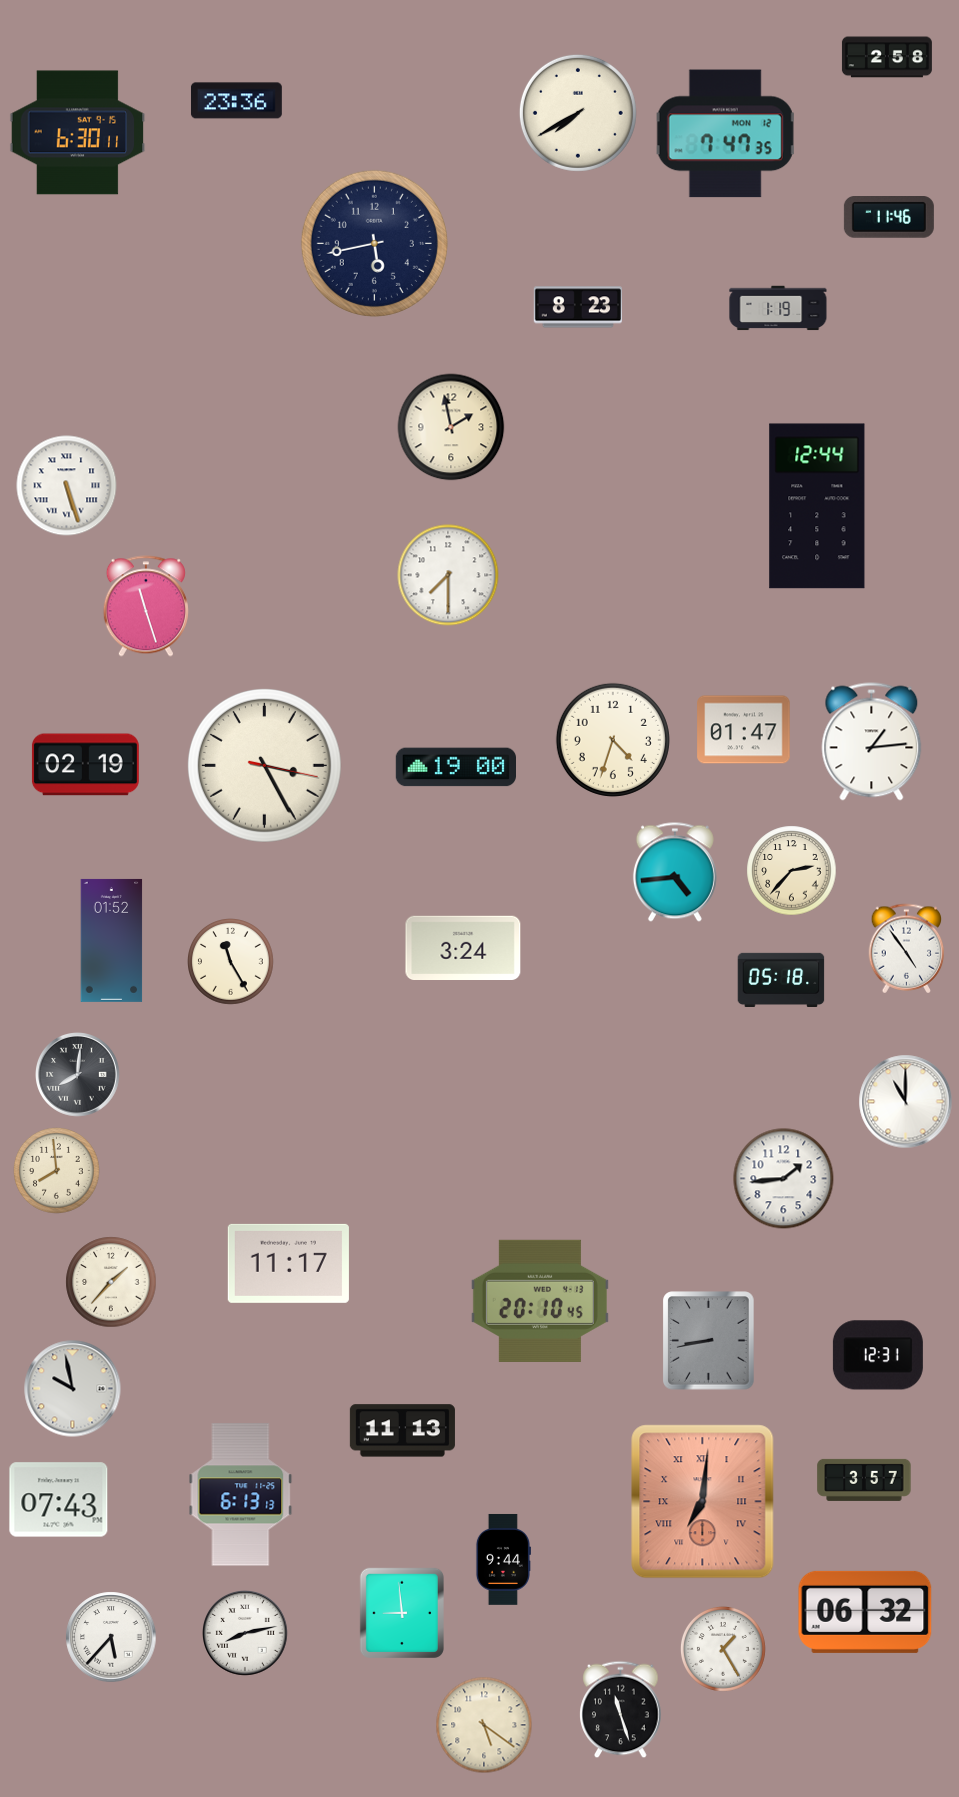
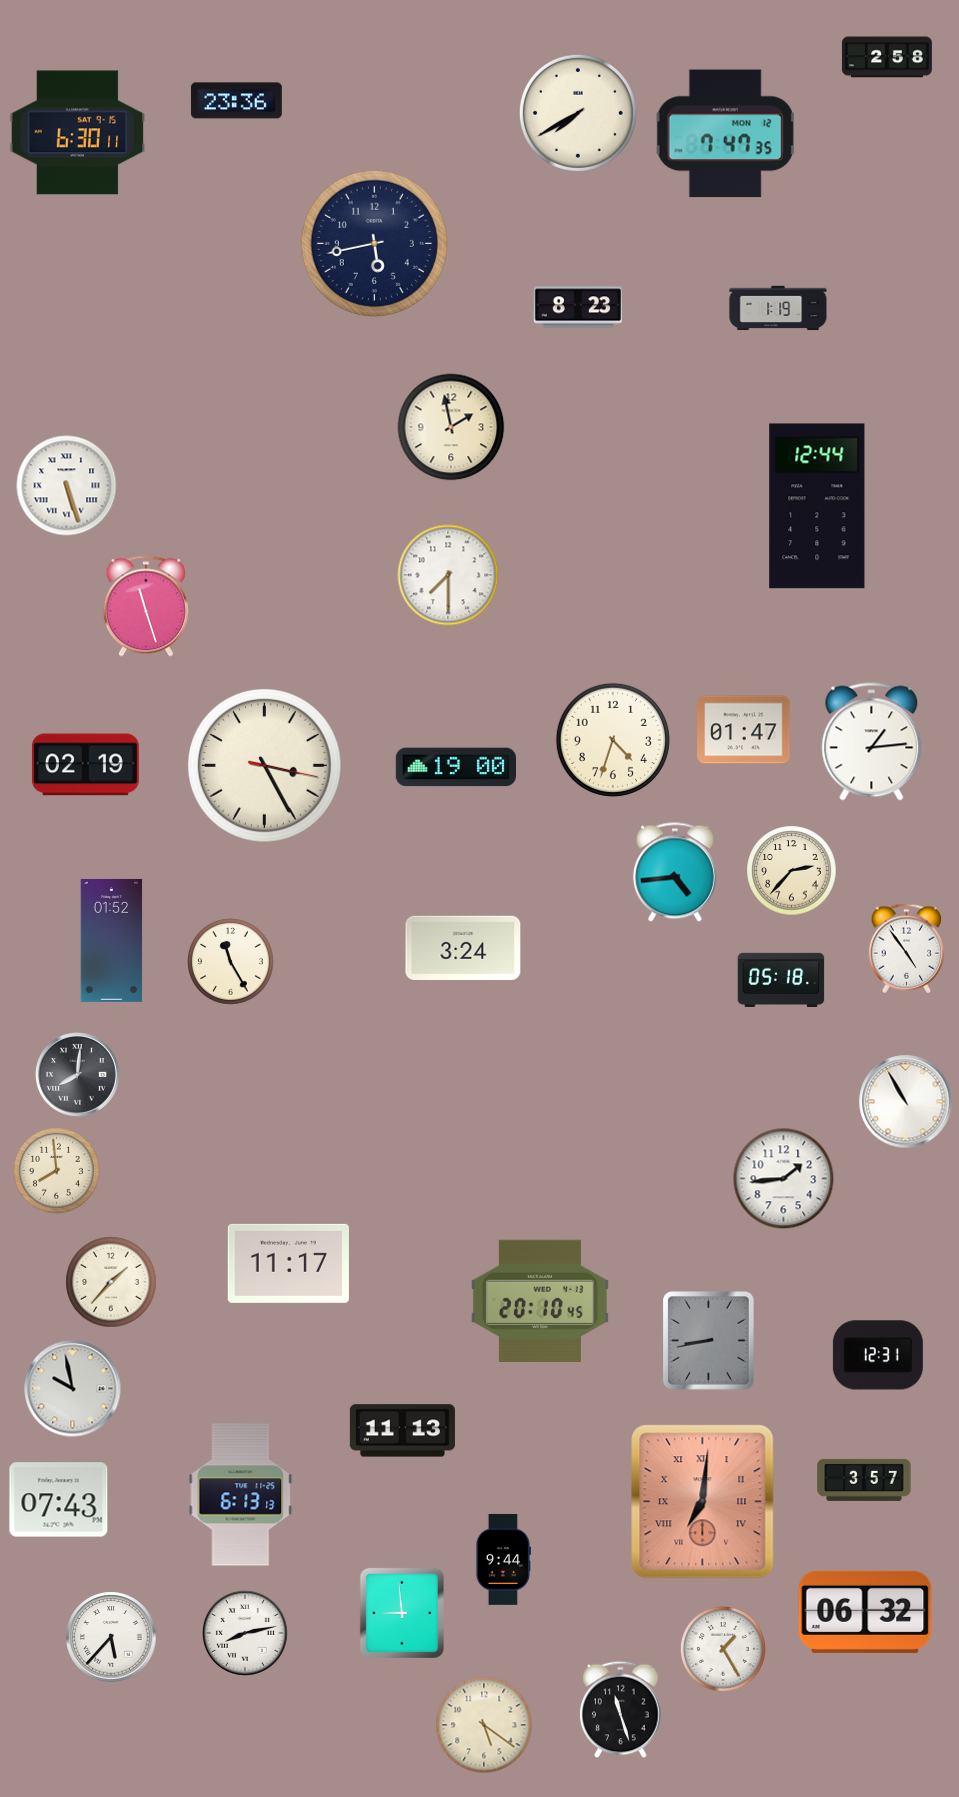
clock at (889, 218): 11:46 -> none
clock at (906, 1102): 11:00 -> 10:55
